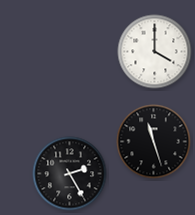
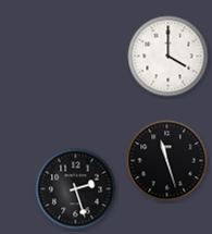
clock at (154, 142) position: (154, 142) -> (167, 161)
clock at (70, 174): 2:25 -> 2:27
